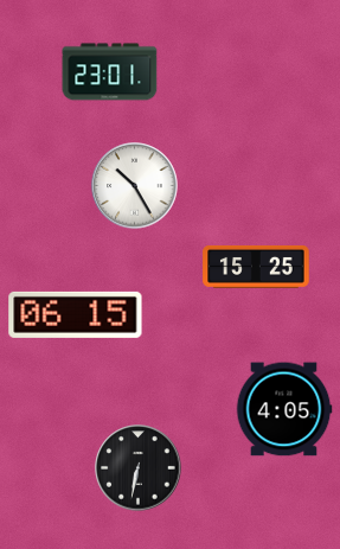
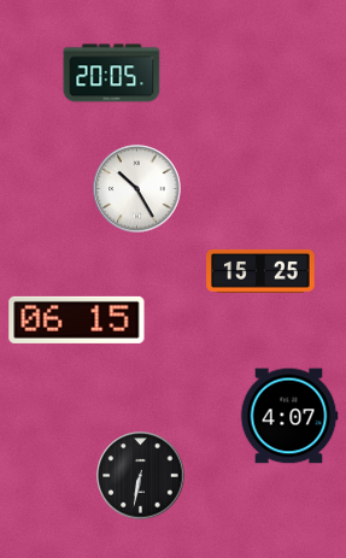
clock at (110, 72): 23:01 -> 20:05
clock at (284, 409): 4:05 -> 4:07
